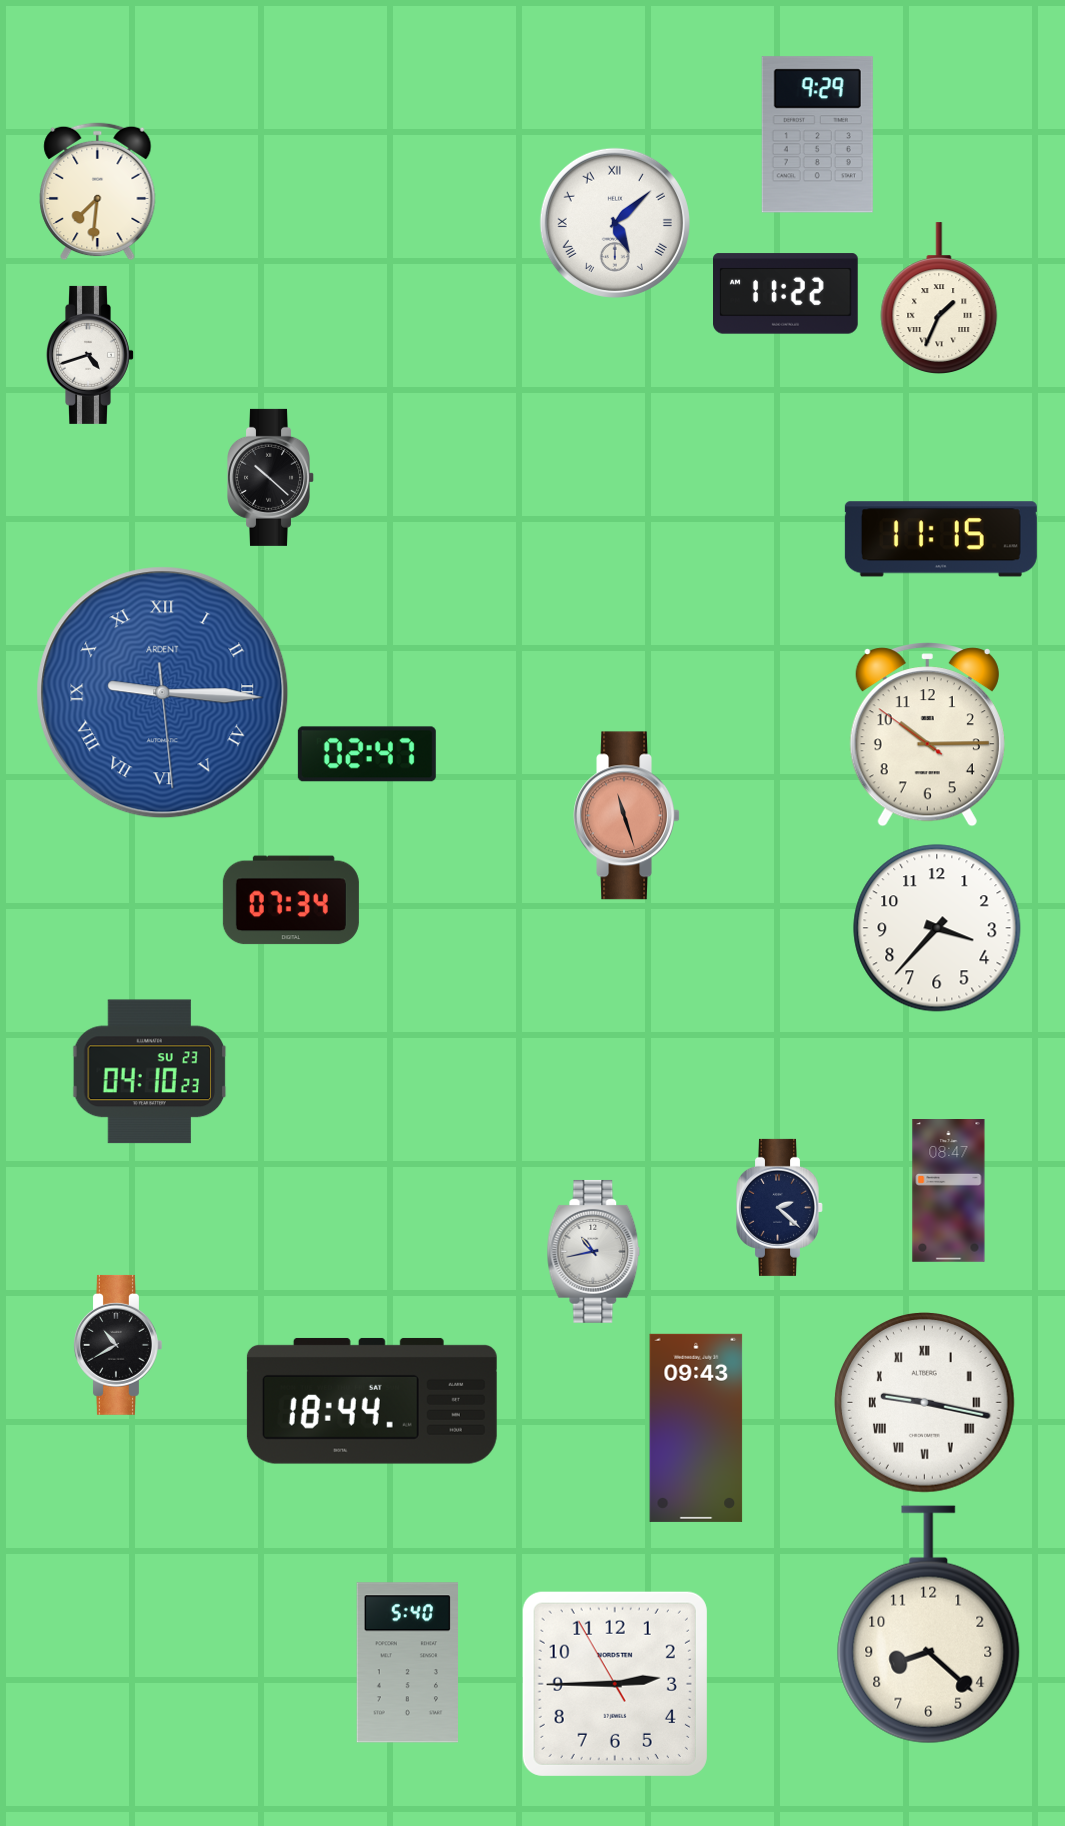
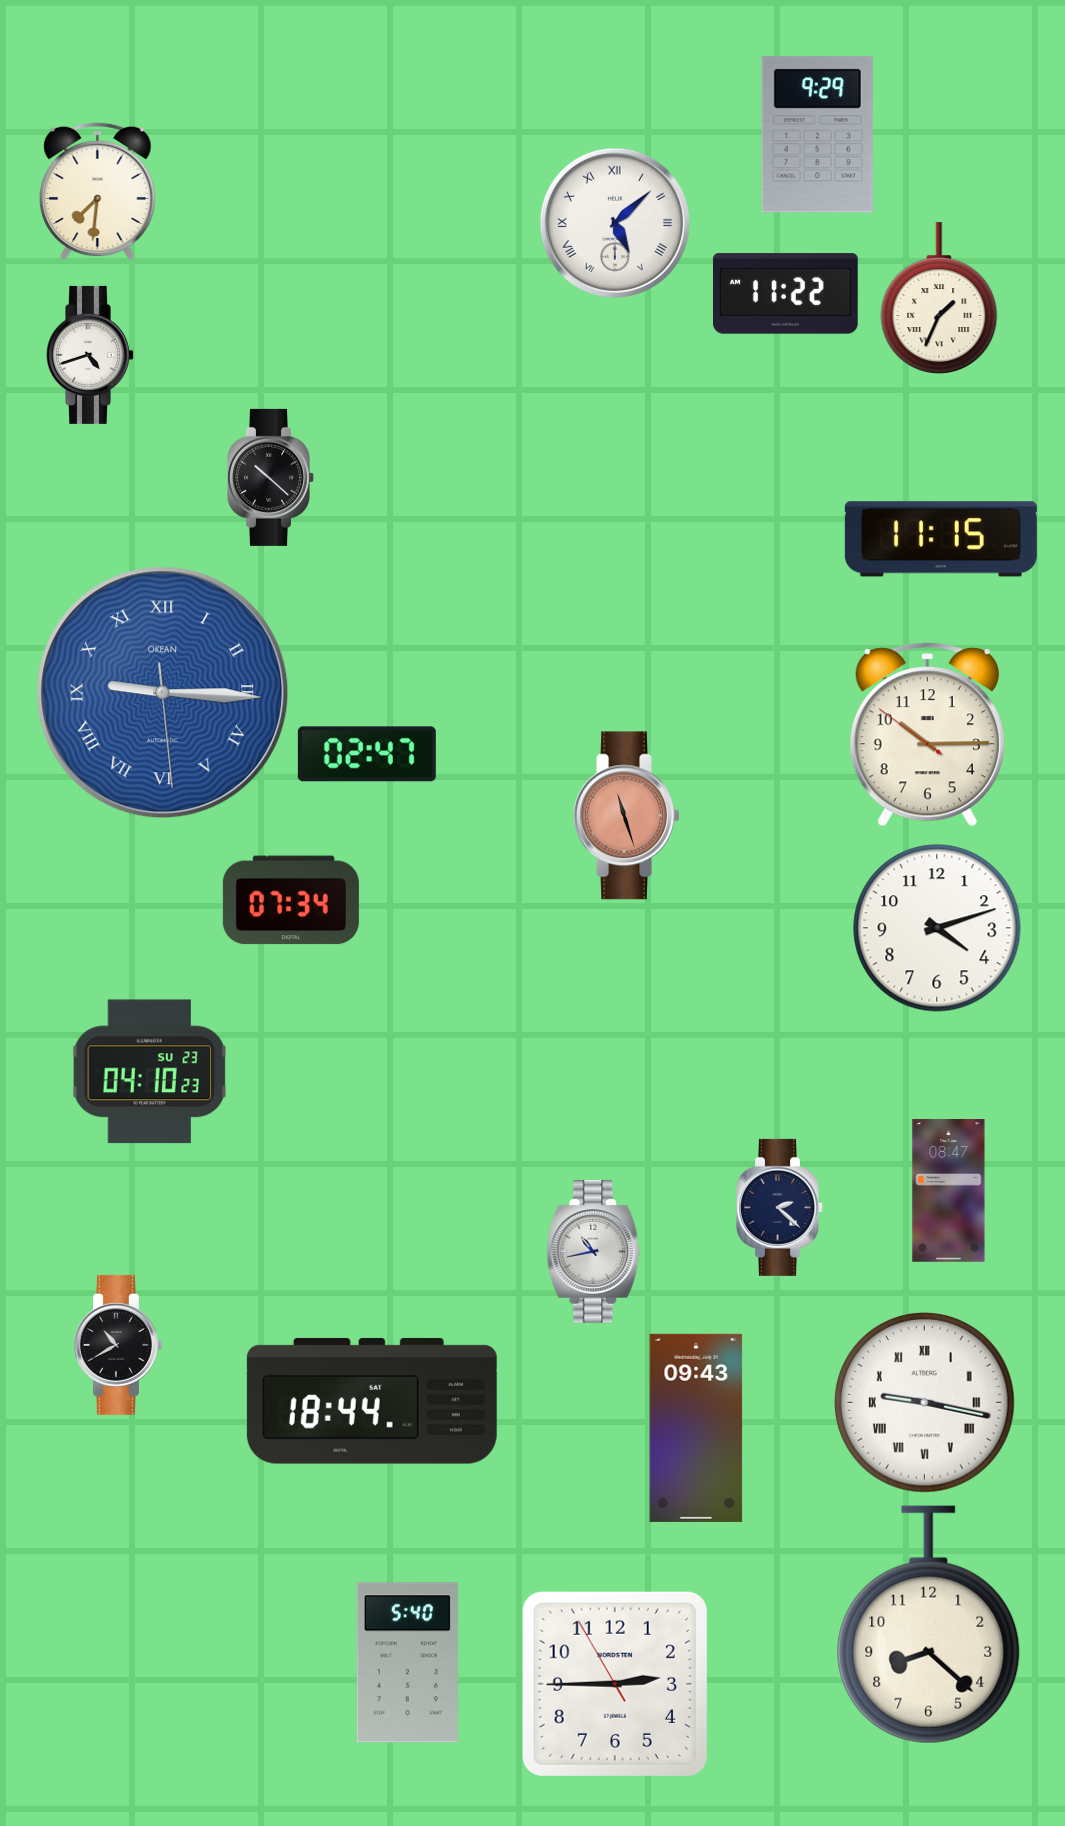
clock at (163, 693) brand: ARDENT -> OKEAN
clock at (937, 928): 3:37 -> 4:12
